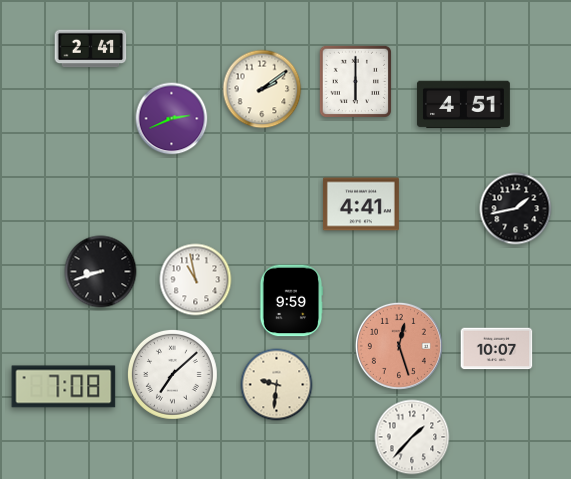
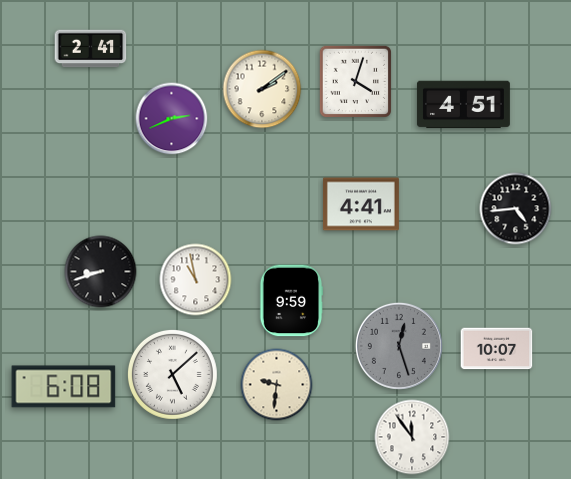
clock at (355, 81): 6:00 -> 4:03
clock at (516, 209): 1:43 -> 4:44
clock at (399, 346) dial: salmon -> grey
clock at (172, 374): 7:08 -> 5:08
clock at (64, 387): 7:08 -> 6:08
clock at (412, 437): 1:37 -> 11:54
